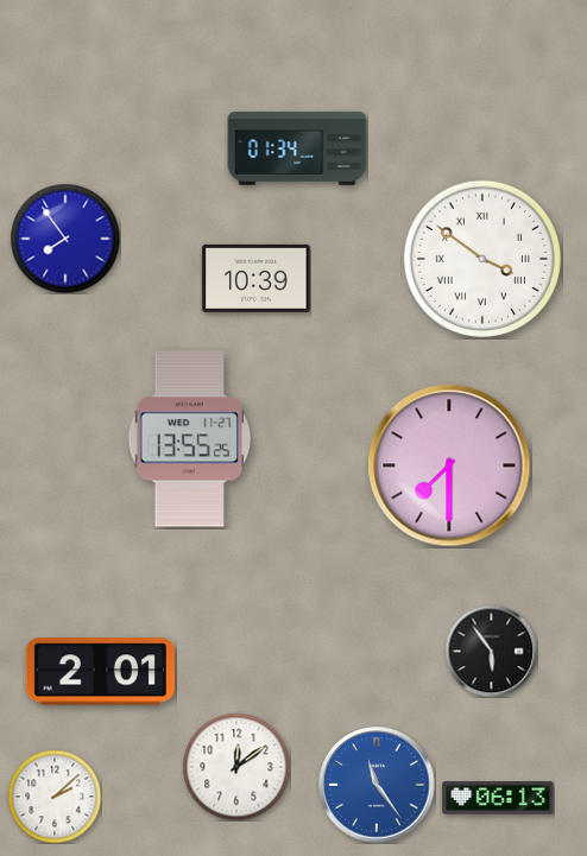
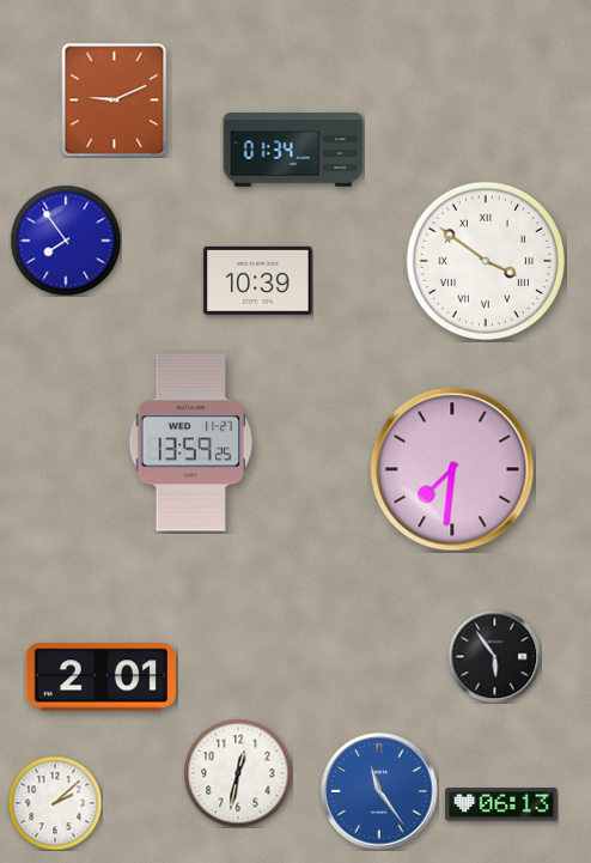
clock at (115, 99): none -> 9:11
clock at (297, 148) position: (297, 148) -> (293, 150)
clock at (190, 439): 13:55 -> 13:59
clock at (449, 465): 7:30 -> 7:31
clock at (236, 767): 12:09 -> 12:32
